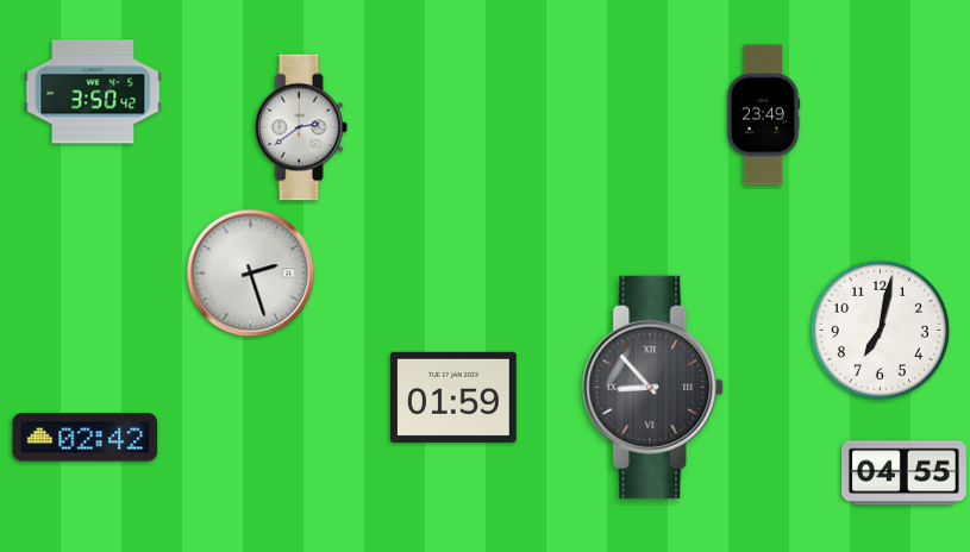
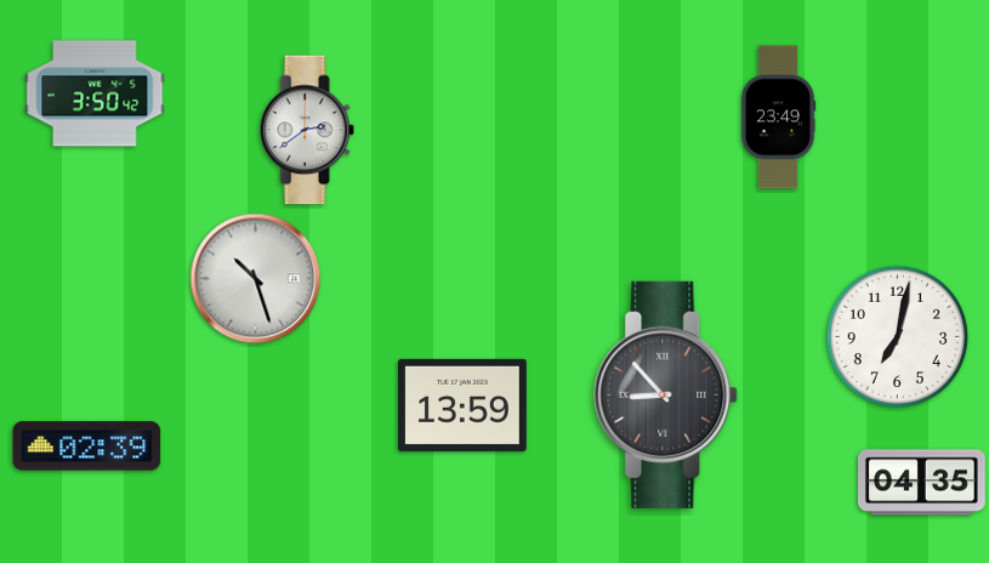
clock at (251, 274): 2:27 -> 10:27
clock at (455, 397): 01:59 -> 13:59
clock at (86, 438): 02:42 -> 02:39
clock at (905, 473): 04:55 -> 04:35
